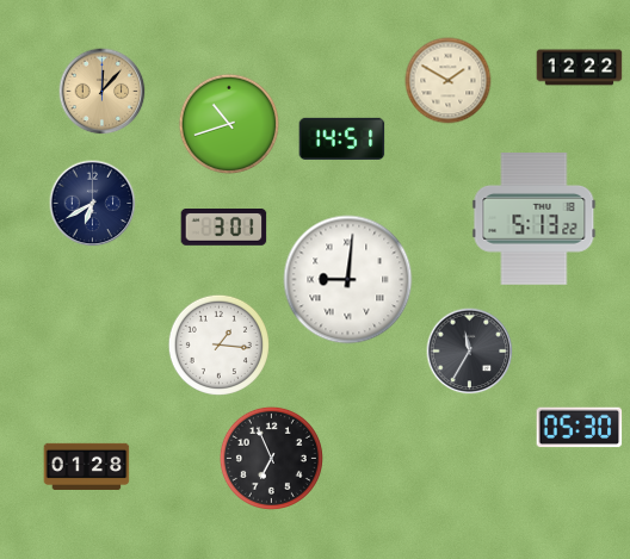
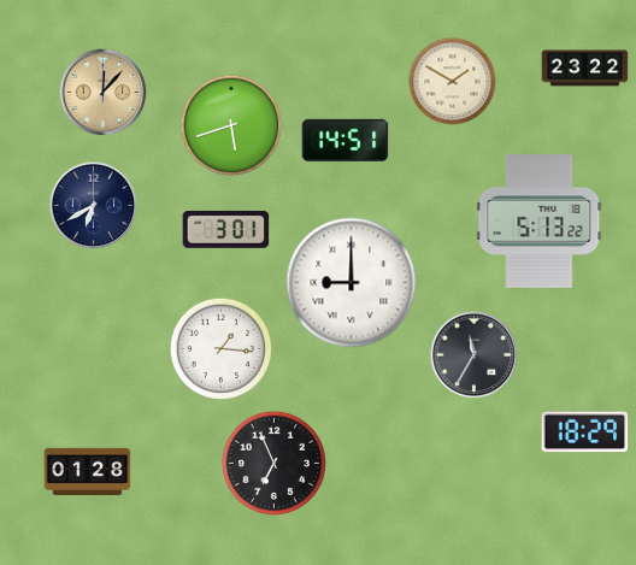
clock at (580, 68): 12:22 -> 23:22
clock at (228, 123): 10:42 -> 5:42
clock at (348, 280): 9:01 -> 9:00
clock at (580, 428): 05:30 -> 18:29
